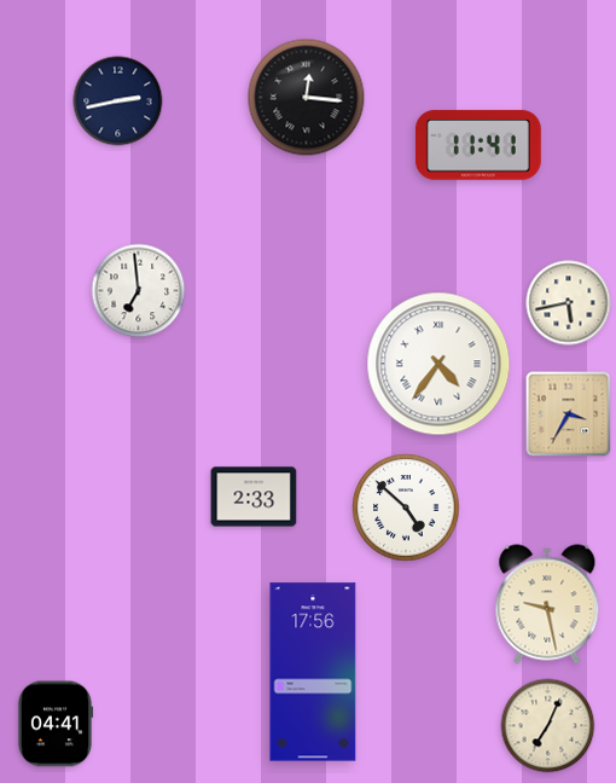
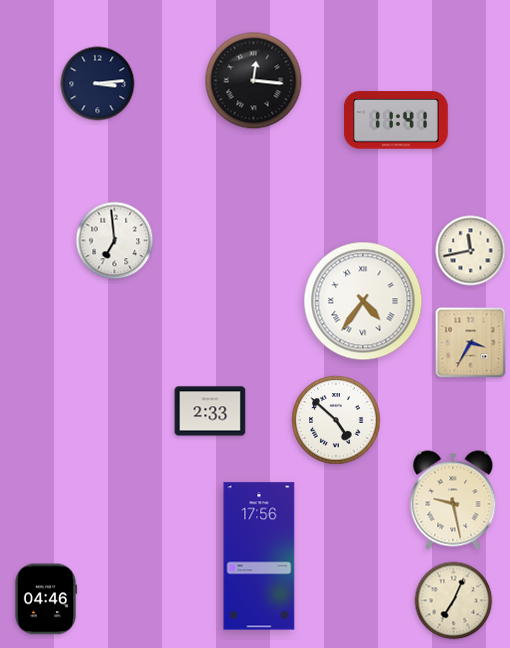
clock at (118, 101): 2:43 -> 3:14
clock at (569, 303): 5:43 -> 11:43
clock at (56, 724): 04:41 -> 04:46
